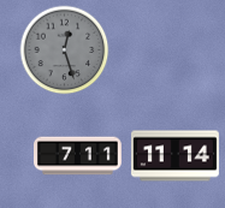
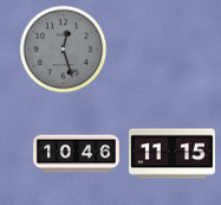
clock at (78, 156): 7:11 -> 10:46
clock at (176, 156): 11:14 -> 11:15
